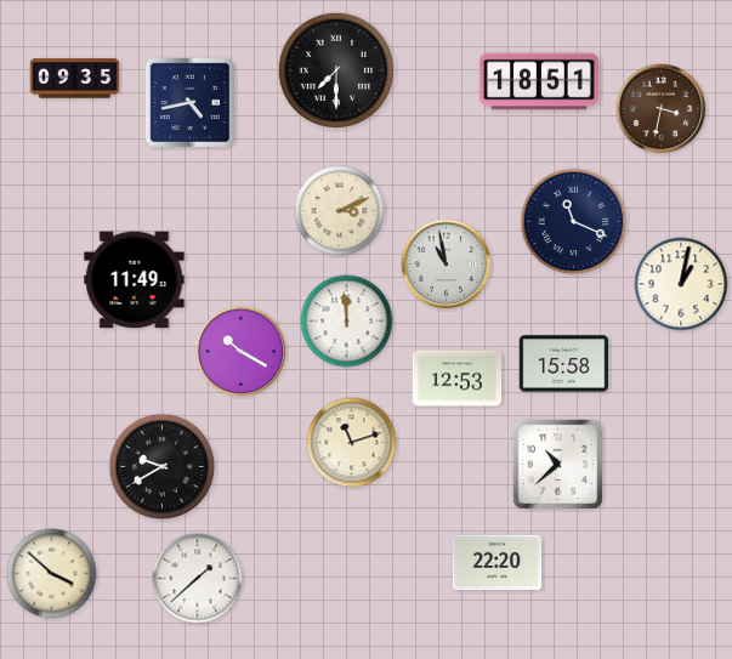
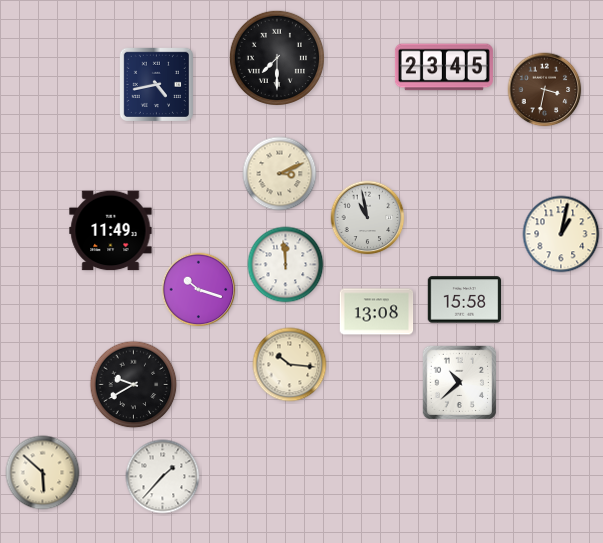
clock at (75, 79): 09:35 -> none
clock at (539, 81): 18:51 -> 23:45
clock at (574, 222): 11:19 -> none
clock at (242, 352): 10:20 -> 10:18
clock at (458, 379): 12:53 -> 13:08
clock at (352, 443): 11:12 -> 10:16
clock at (498, 563): 22:20 -> none
clock at (52, 574): 3:52 -> 5:52
clock at (198, 579): 1:38 -> 1:37
